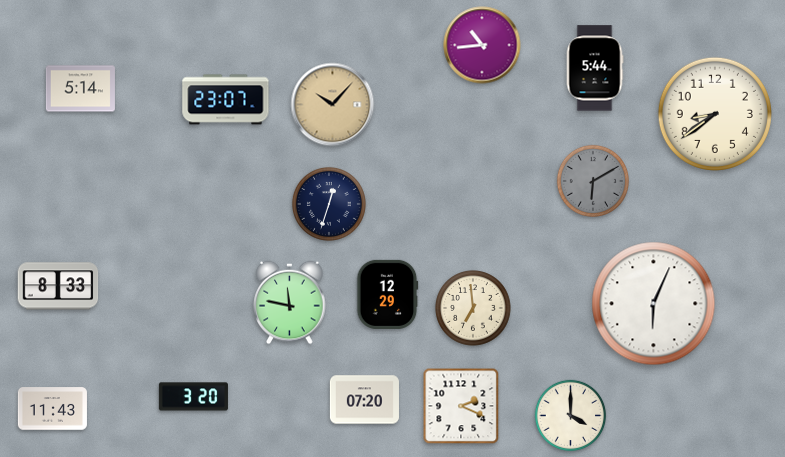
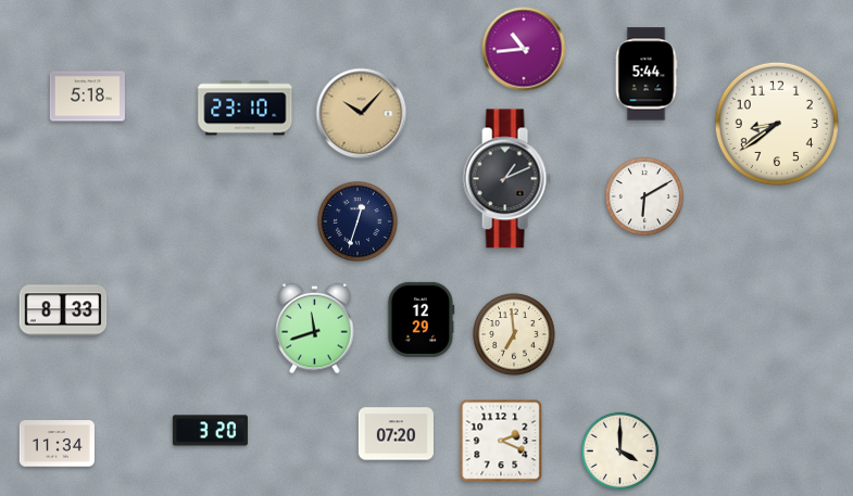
clock at (80, 89): 5:14 -> 5:18
clock at (226, 100): 23:07 -> 23:10
clock at (506, 179): none -> 1:11
clock at (593, 181) dial: grey -> white
clock at (290, 303): 11:47 -> 11:42
clock at (654, 304): 6:04 -> none
clock at (52, 409): 11:43 -> 11:34
